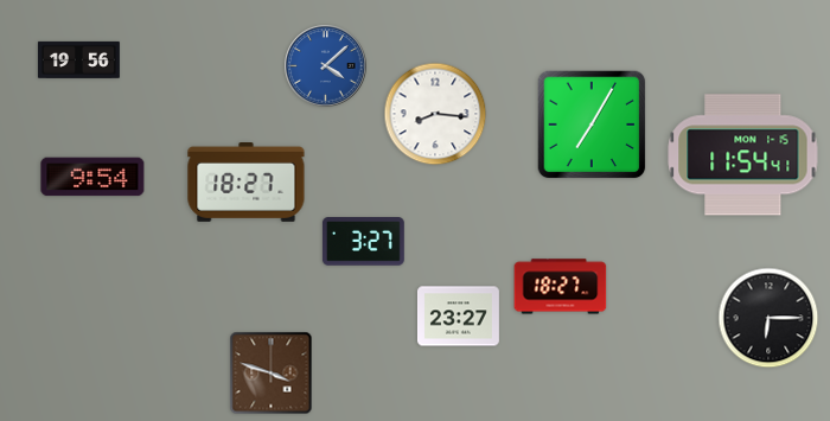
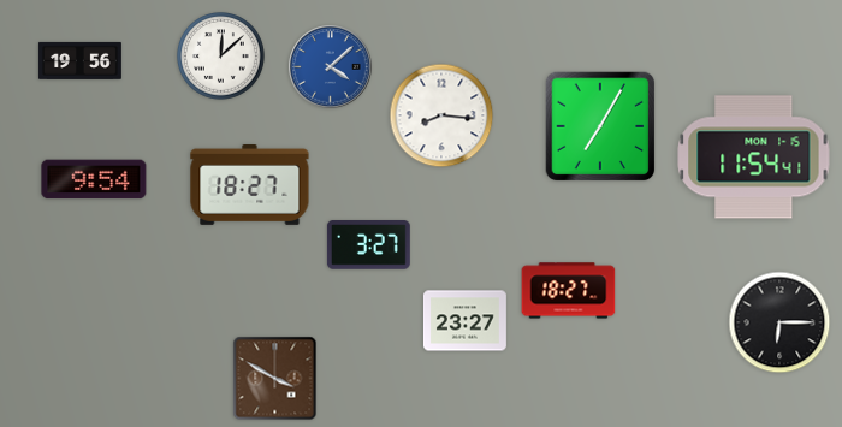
clock at (221, 57): none -> 12:08
clock at (272, 374): 3:48 -> 3:50
